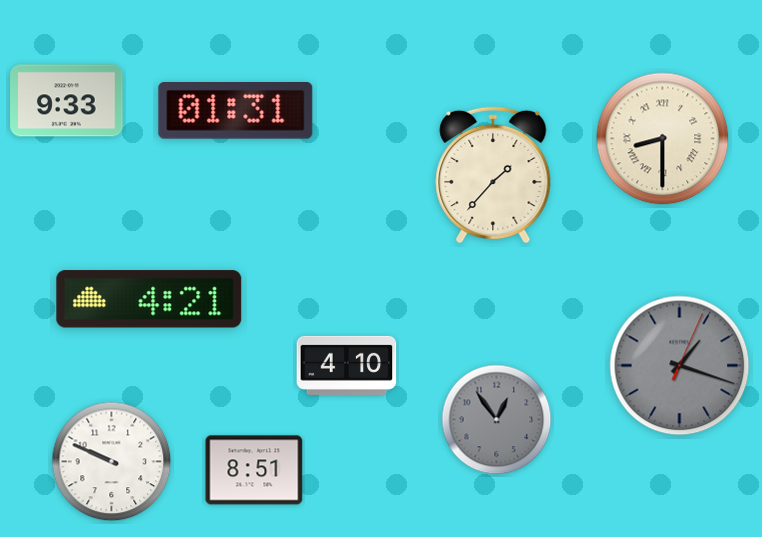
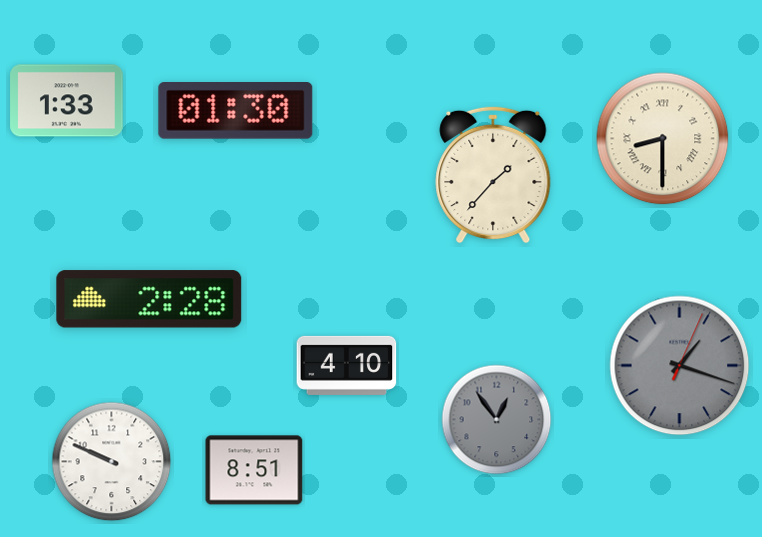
clock at (67, 101): 9:33 -> 1:33
clock at (236, 111): 01:31 -> 01:30
clock at (149, 299): 4:21 -> 2:28
